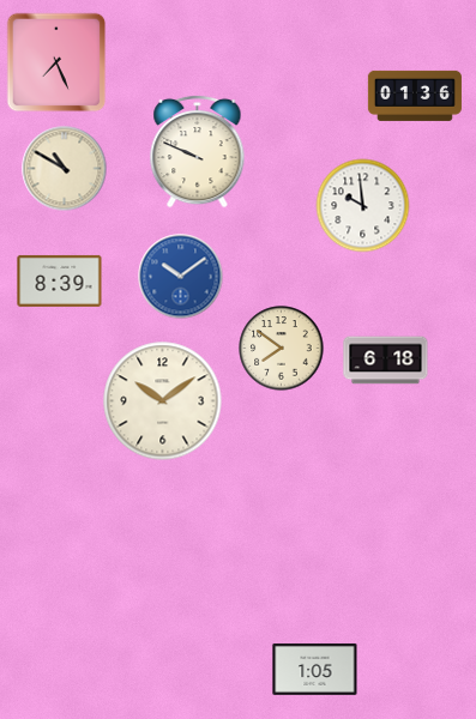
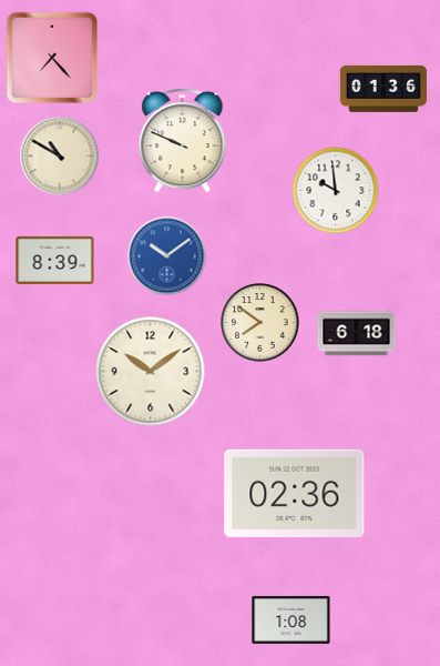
clock at (56, 62): 7:26 -> 7:23
clock at (295, 493): none -> 02:36
clock at (315, 670): 1:05 -> 1:08
